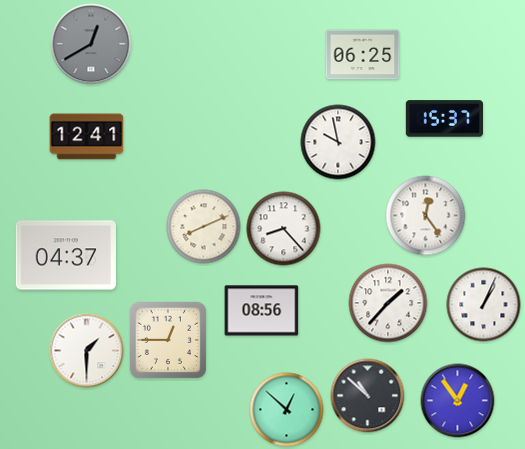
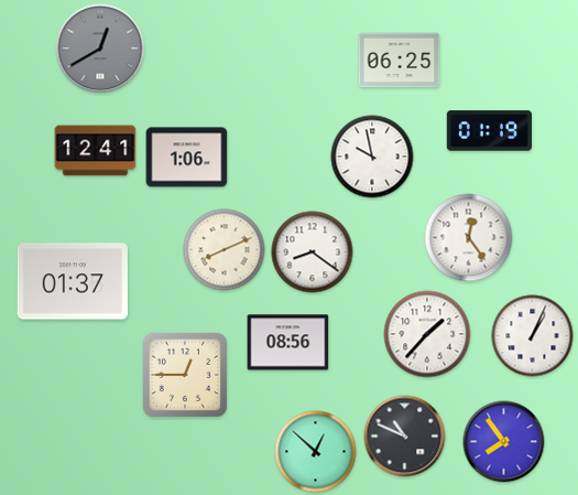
clock at (444, 119): 15:37 -> 01:19
clock at (187, 158): none -> 1:06
clock at (284, 229): 8:23 -> 8:21
clock at (66, 255): 04:37 -> 01:37
clock at (87, 351): 1:30 -> none
clock at (368, 396): 10:52 -> 10:49
clock at (458, 401): 12:54 -> 7:54
